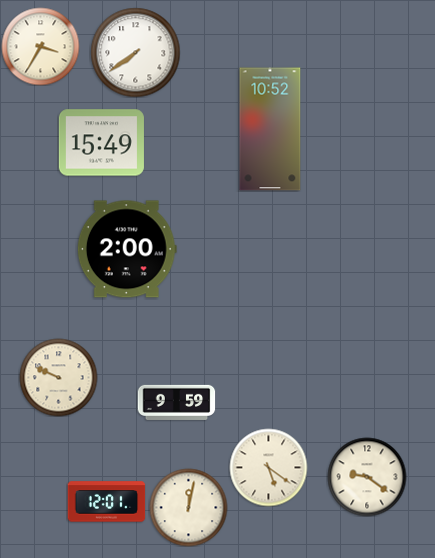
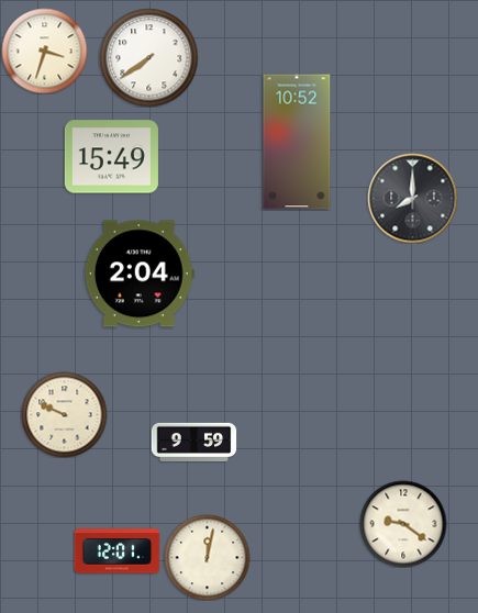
clock at (40, 46): 3:35 -> 3:33
clock at (412, 198): none -> 8:00
clock at (127, 249): 2:00 -> 2:04
clock at (268, 467): 5:21 -> none
